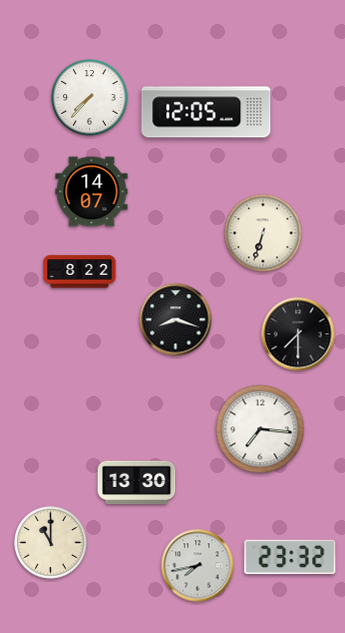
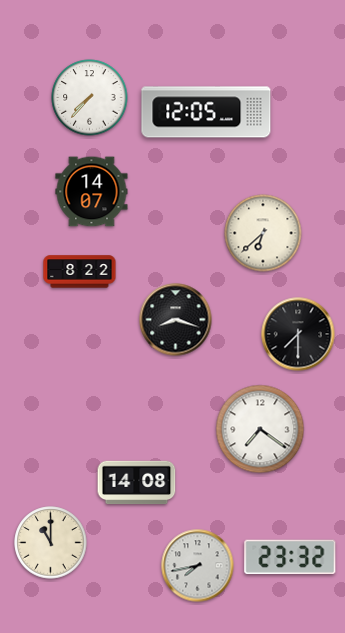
clock at (263, 233): 6:33 -> 6:38
clock at (260, 429): 7:16 -> 7:21
clock at (137, 483): 13:30 -> 14:08
